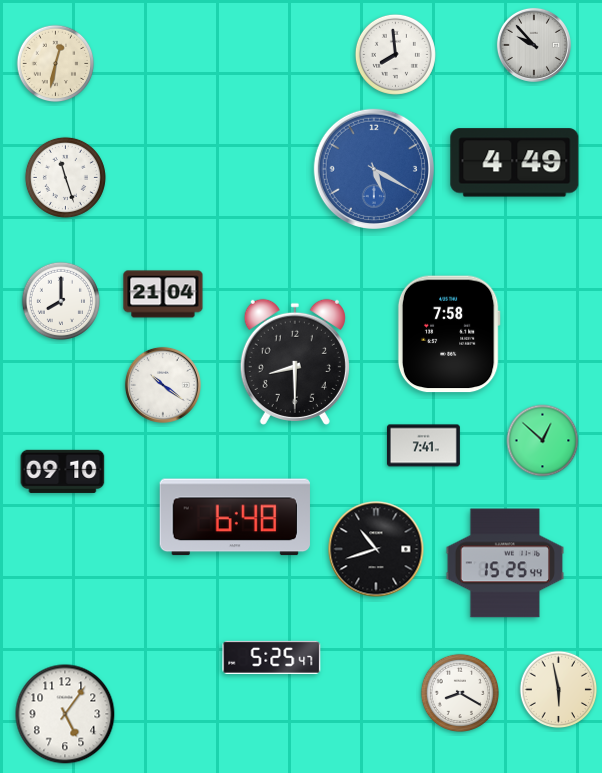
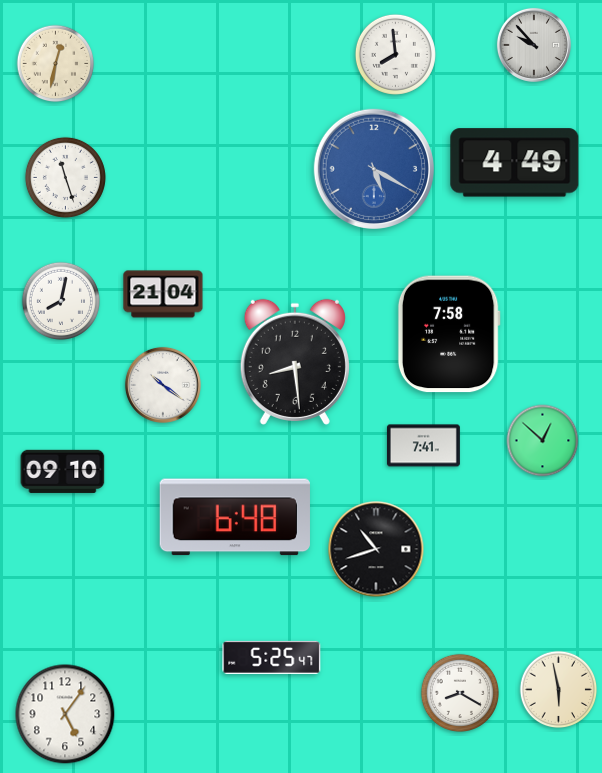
clock at (60, 300): 8:00 -> 8:02
clock at (295, 362): 8:30 -> 8:29
clock at (505, 563): 15:25 -> none
